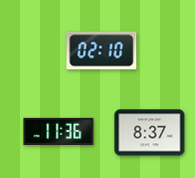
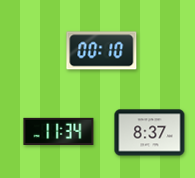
clock at (102, 51): 02:10 -> 00:10
clock at (59, 131): 11:36 -> 11:34
